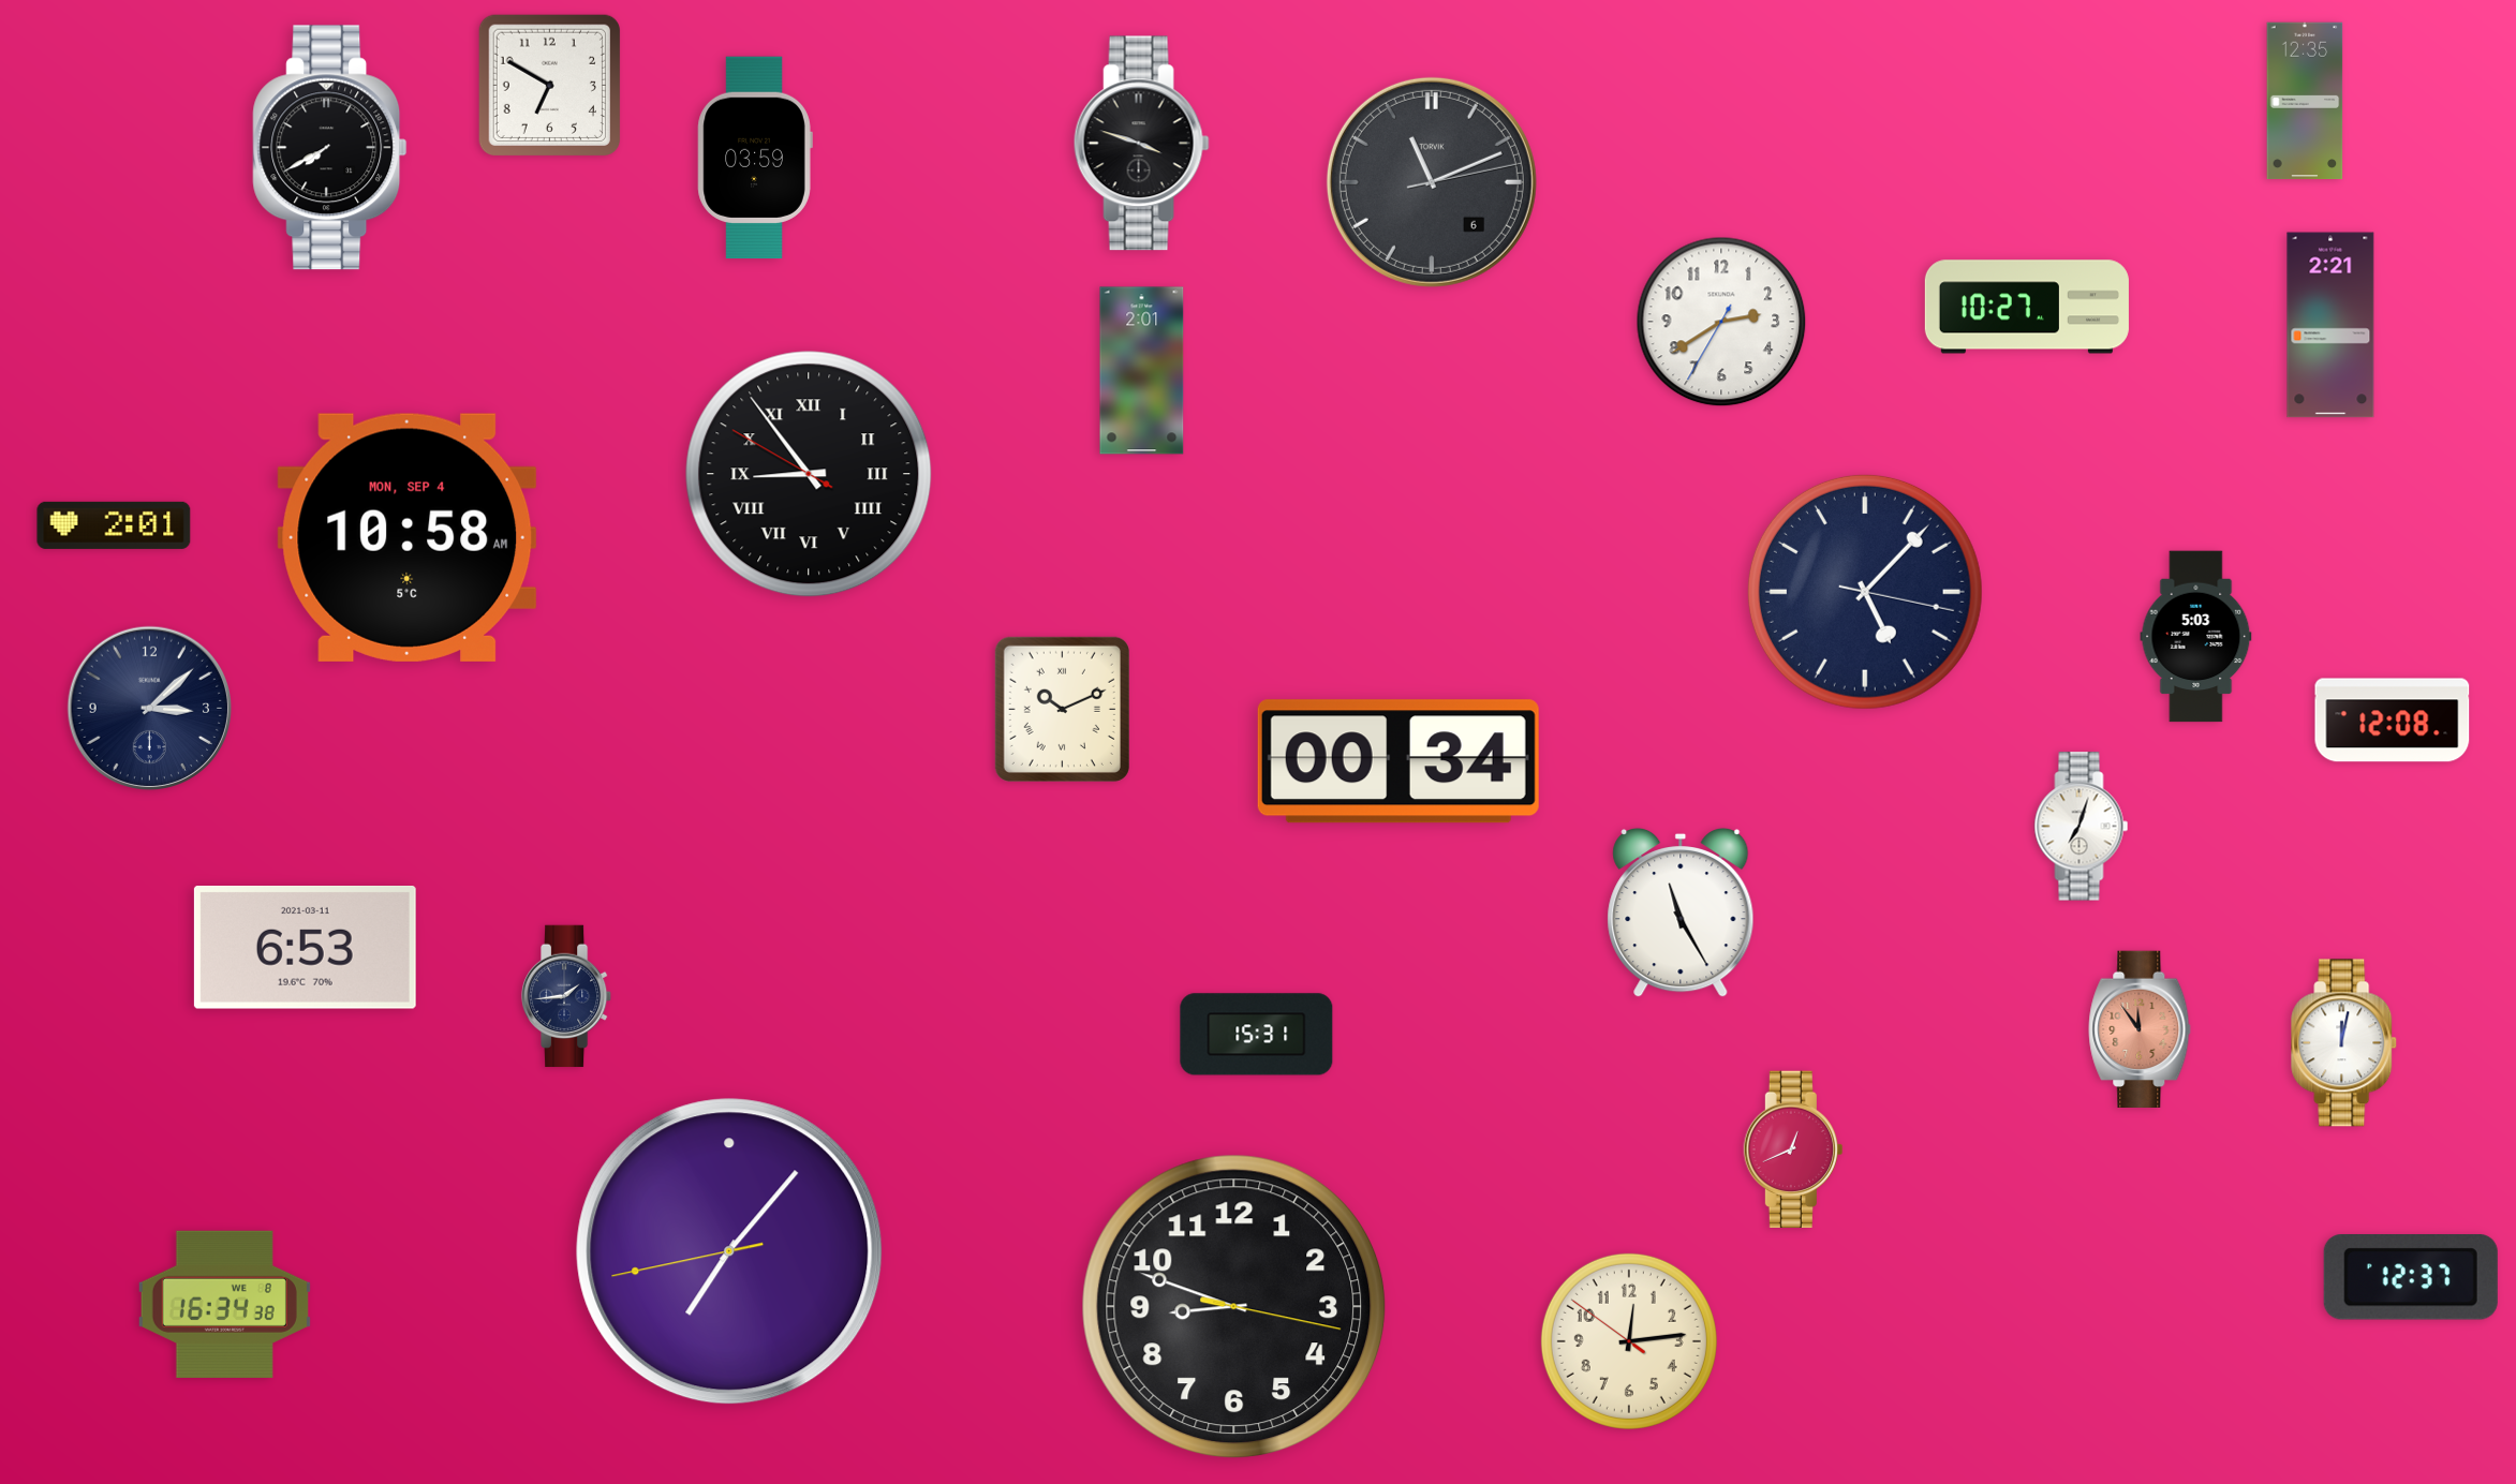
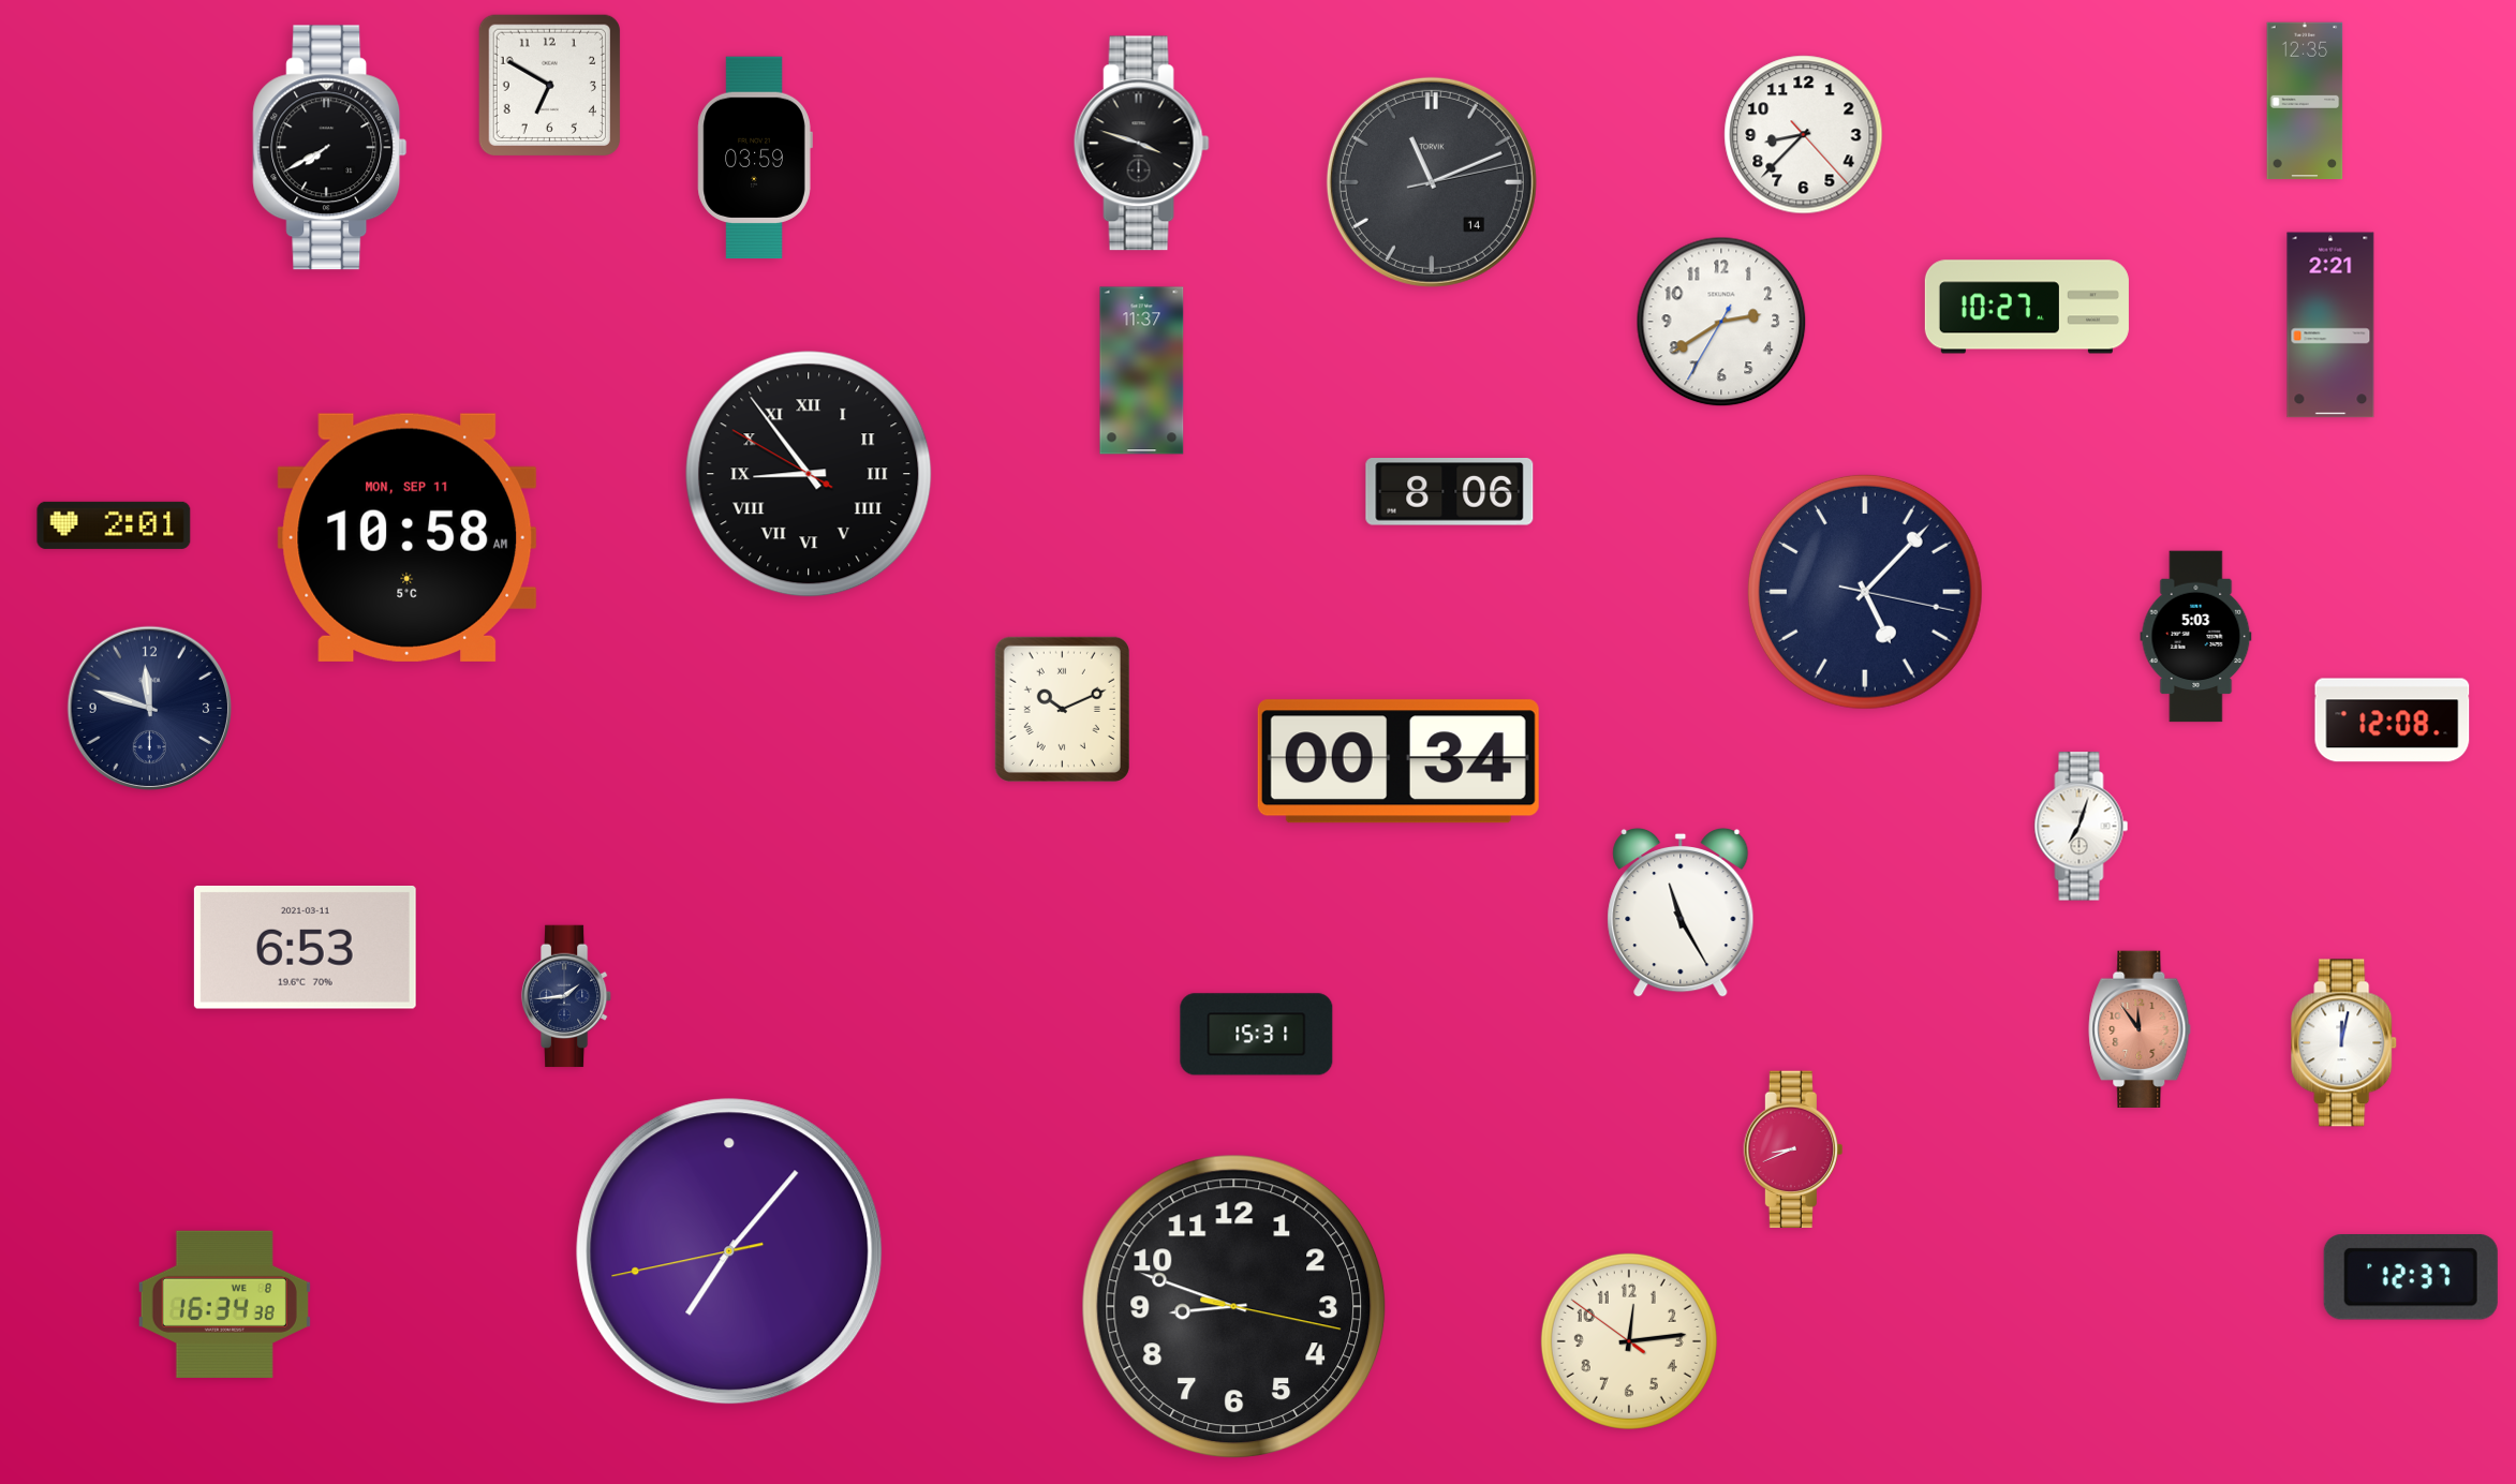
clock at (1804, 135): none -> 8:37
clock at (1432, 182) date: 6 -> 14
clock at (1142, 371): 2:01 -> 11:37
clock at (1450, 492): none -> 8:06
clock at (408, 537) date: MON, SEP 4 -> MON, SEP 11
clock at (149, 708): 3:08 -> 11:48
clock at (1793, 1149): 12:41 -> 8:41
